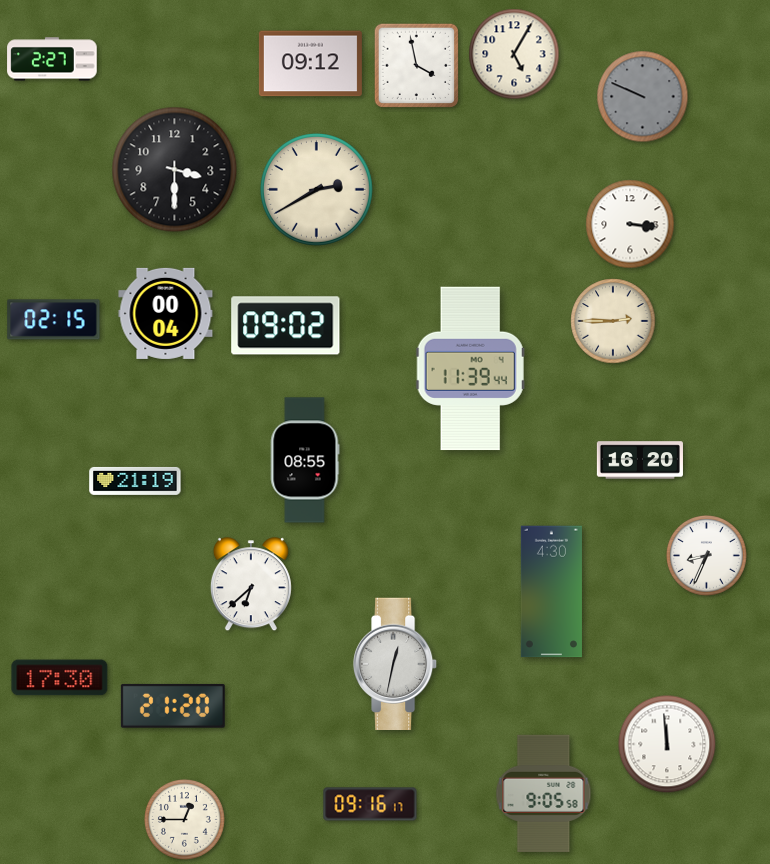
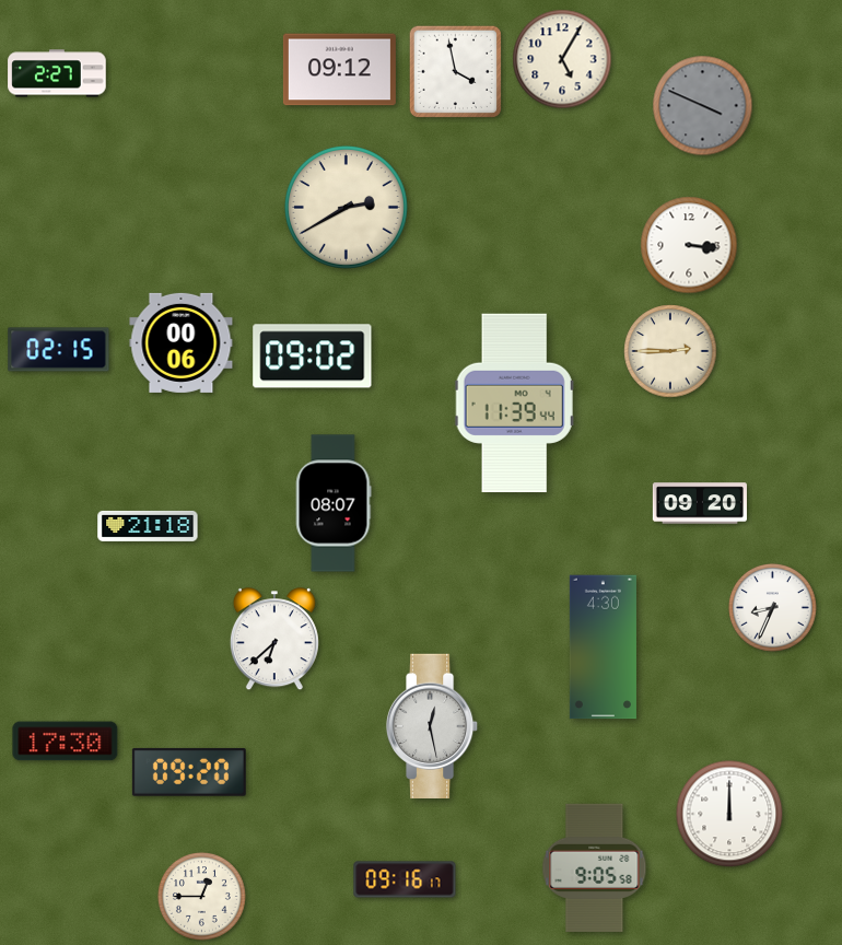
clock at (52, 59) position: (52, 59) -> (57, 73)
clock at (643, 97): 9:49 -> 3:49
clock at (175, 170): 3:30 -> none
clock at (166, 313): 00:04 -> 00:06
clock at (305, 460): 08:55 -> 08:07
clock at (640, 460): 16:20 -> 09:20
clock at (135, 481): 21:19 -> 21:18
clock at (395, 663): 12:32 -> 12:28
clock at (173, 706): 21:20 -> 09:20
clock at (667, 744): 11:59 -> 12:00
